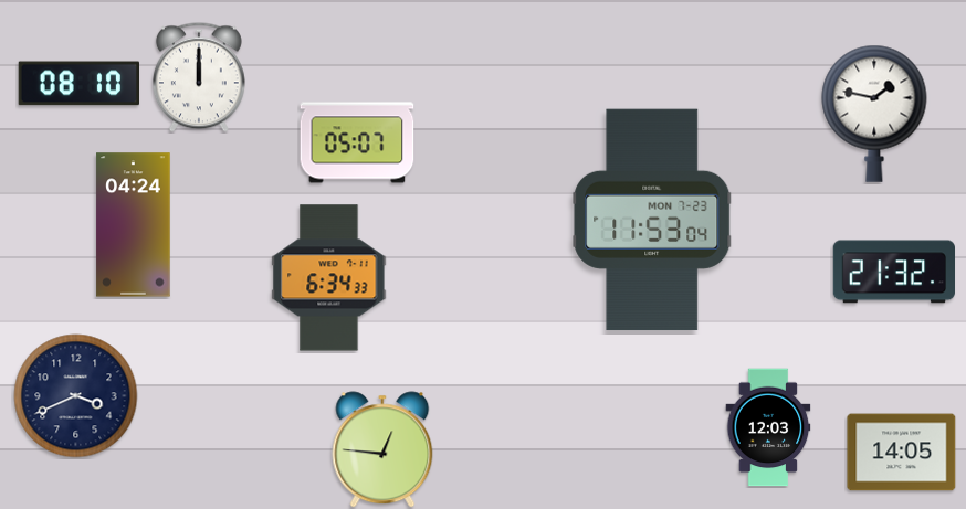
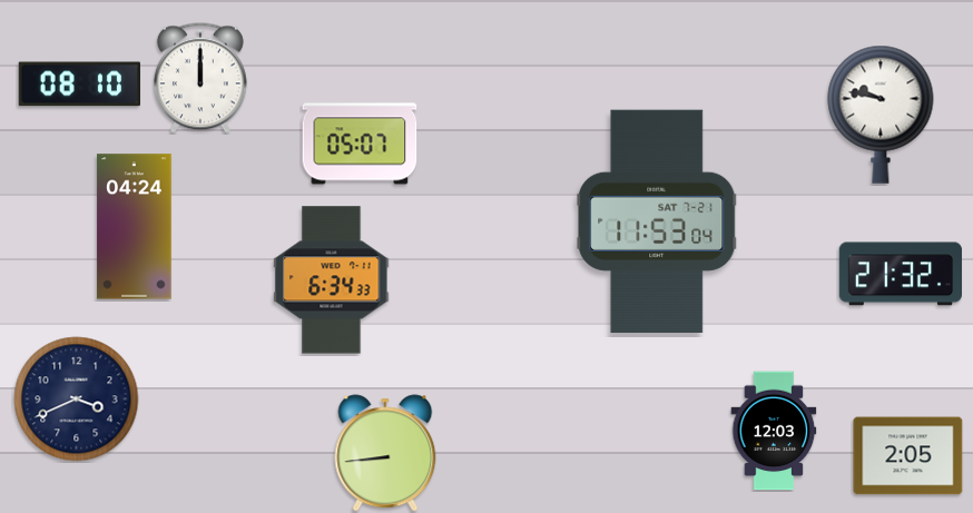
clock at (874, 114): 1:47 -> 9:47
clock at (652, 220) date: MON 7-23 -> SAT 7-21
clock at (382, 449): 12:46 -> 8:44
clock at (902, 453): 14:05 -> 2:05
